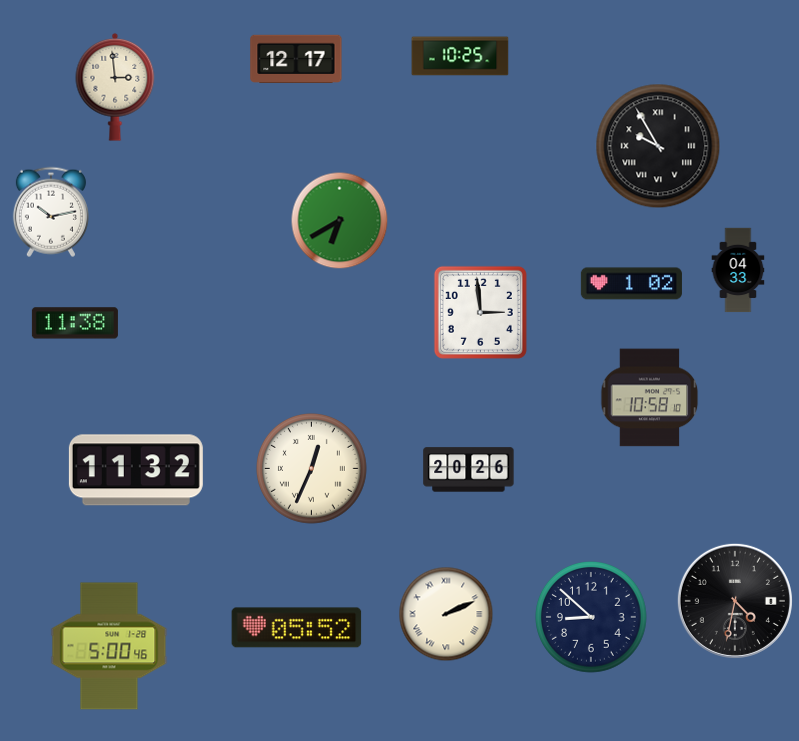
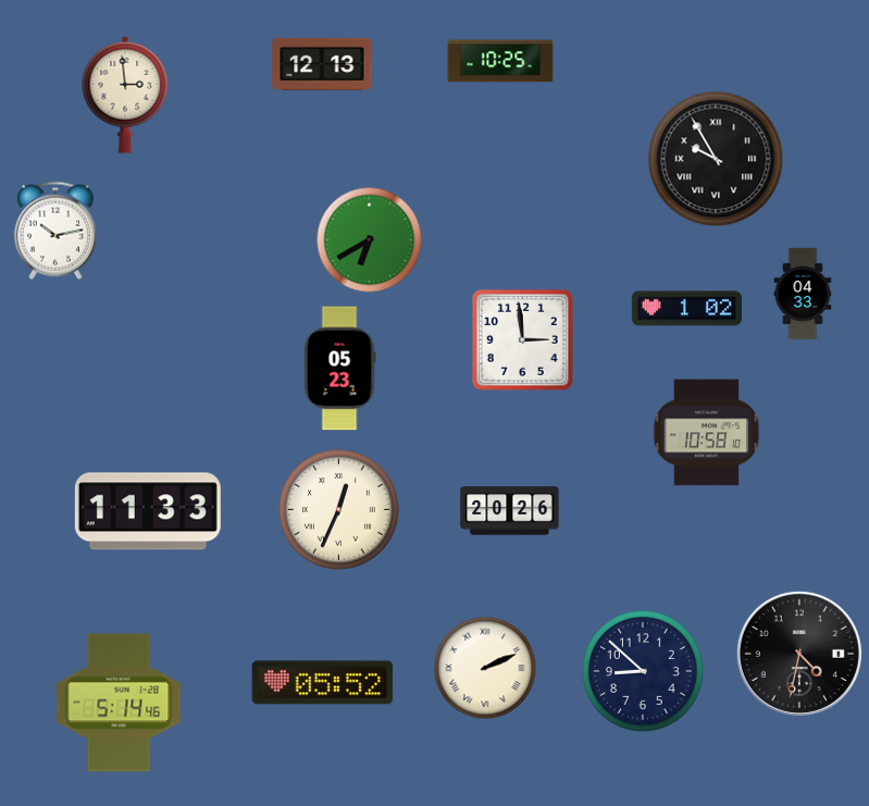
clock at (296, 58): 12:17 -> 12:13
clock at (75, 323): 11:38 -> none
clock at (339, 369): none -> 05:23
clock at (136, 470): 11:32 -> 11:33
clock at (109, 646): 5:00 -> 5:14
